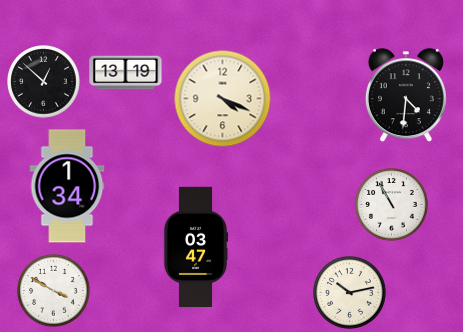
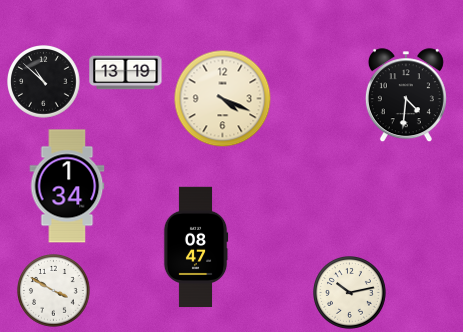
clock at (44, 82): 12:52 -> 10:52
clock at (392, 205): 10:55 -> none
clock at (196, 247): 03:47 -> 08:47
